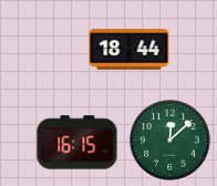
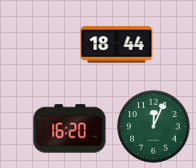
clock at (170, 141): 12:08 -> 12:04
clock at (77, 143): 16:15 -> 16:20
